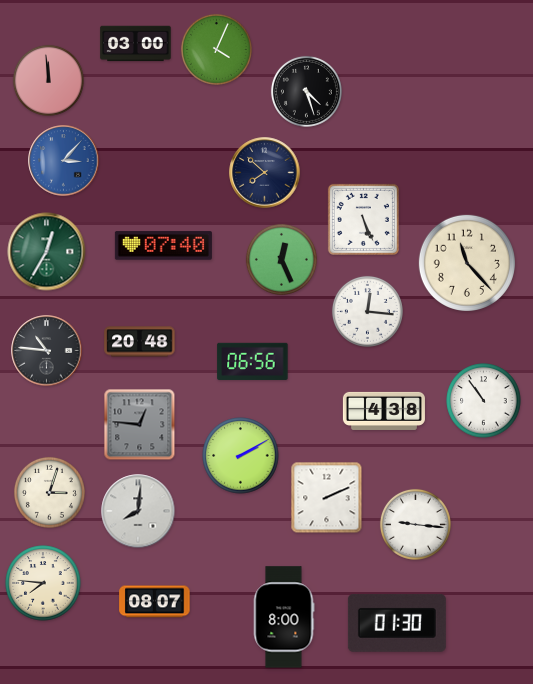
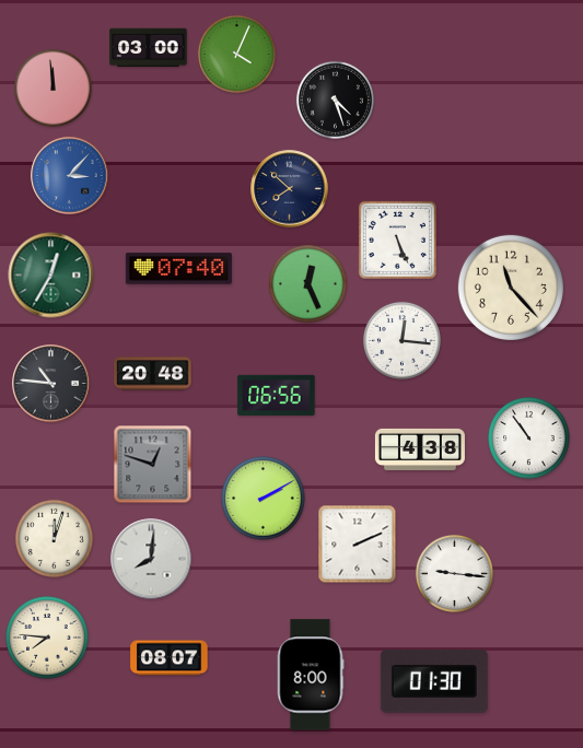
clock at (140, 425): 12:46 -> 12:48
clock at (49, 492): 3:03 -> 12:03
